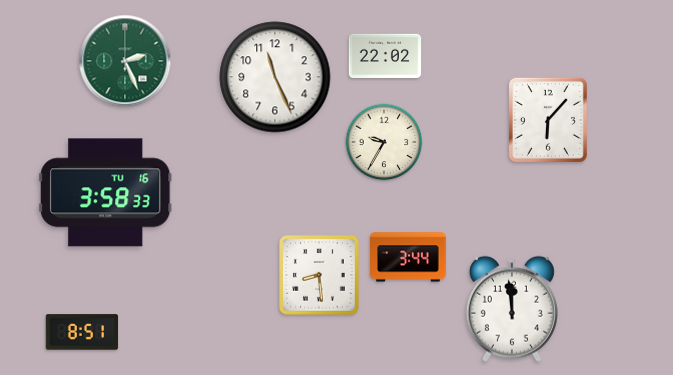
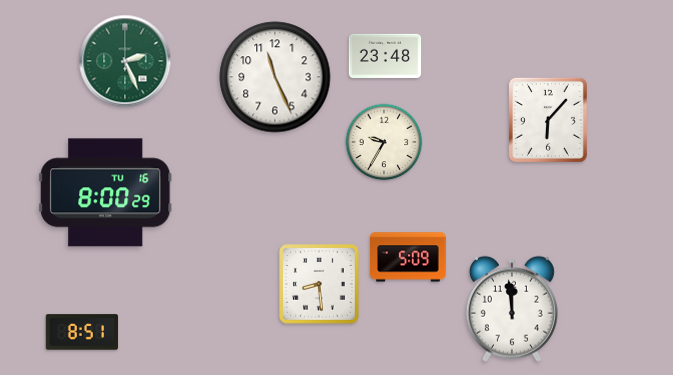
clock at (385, 55): 22:02 -> 23:48
clock at (105, 193): 3:58 -> 8:00
clock at (408, 257): 3:44 -> 5:09
clock at (319, 275) position: (319, 275) -> (319, 284)
